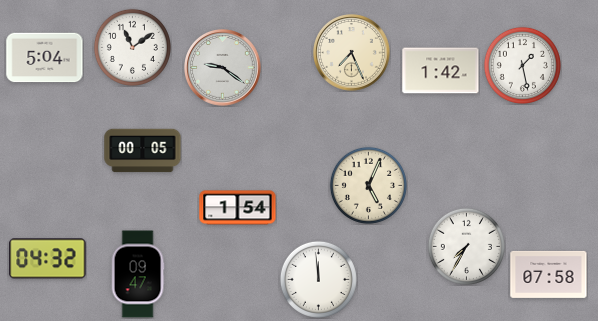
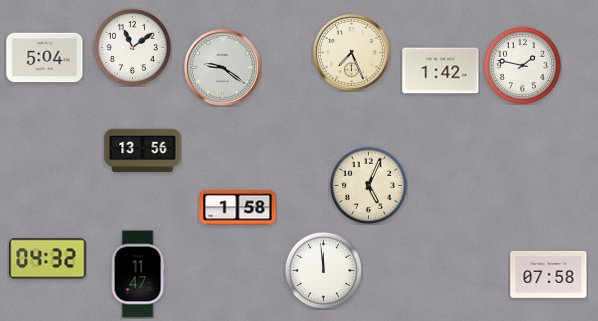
clock at (522, 65): 1:28 -> 1:47
clock at (143, 151): 00:05 -> 13:56
clock at (238, 208): 1:54 -> 1:58
clock at (466, 246): 7:35 -> none
clock at (138, 274): 09:47 -> 11:47
clock at (318, 279) position: (318, 279) -> (323, 270)
